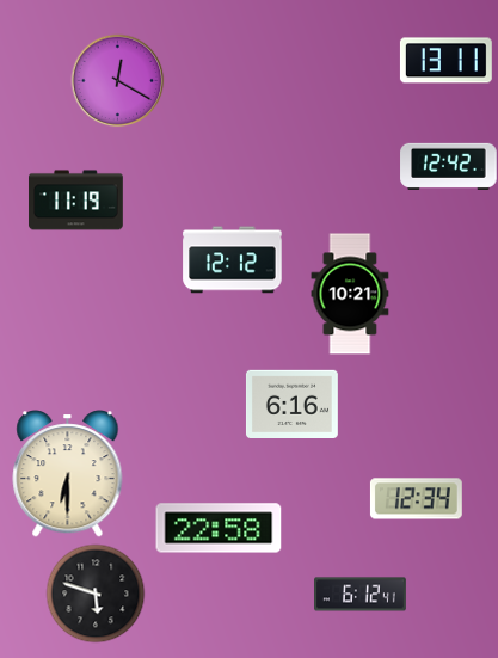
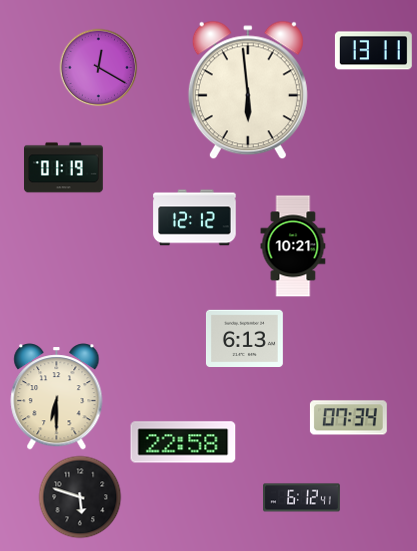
clock at (248, 90): none -> 5:59
clock at (449, 166): 12:42 -> none
clock at (76, 201): 11:19 -> 01:19
clock at (291, 404): 6:16 -> 6:13
clock at (416, 499): 12:34 -> 07:34
